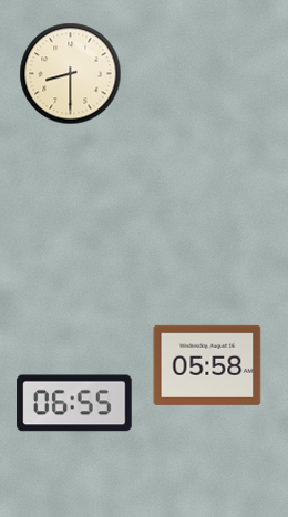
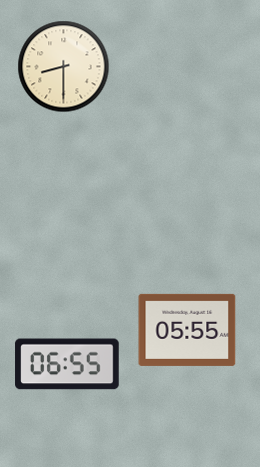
clock at (207, 365): 05:58 -> 05:55
